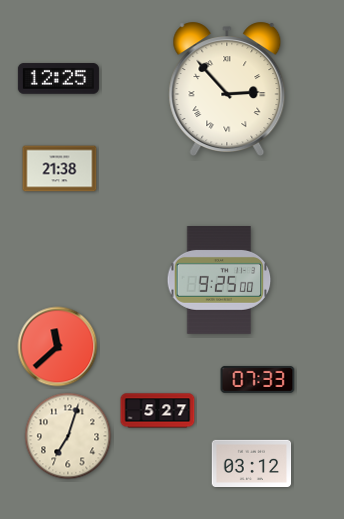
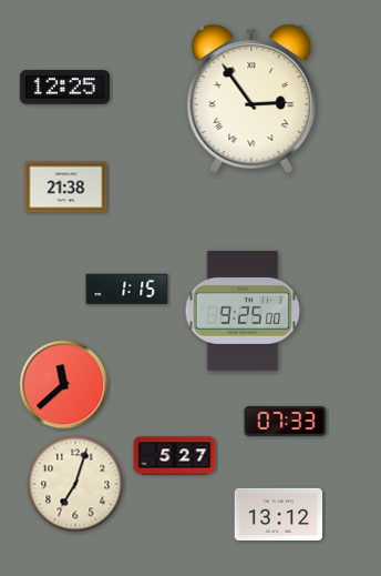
clock at (227, 88): 2:53 -> 2:54
clock at (127, 290): none -> 1:15
clock at (252, 463): 03:12 -> 13:12
